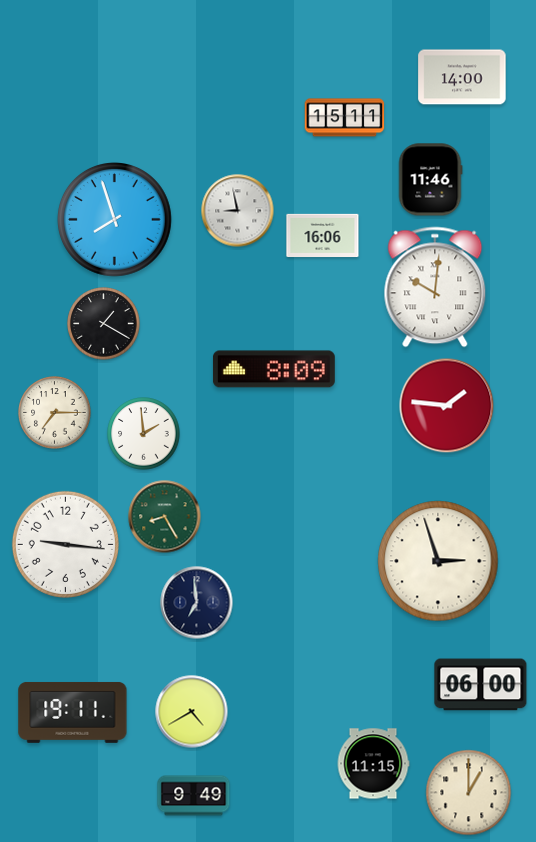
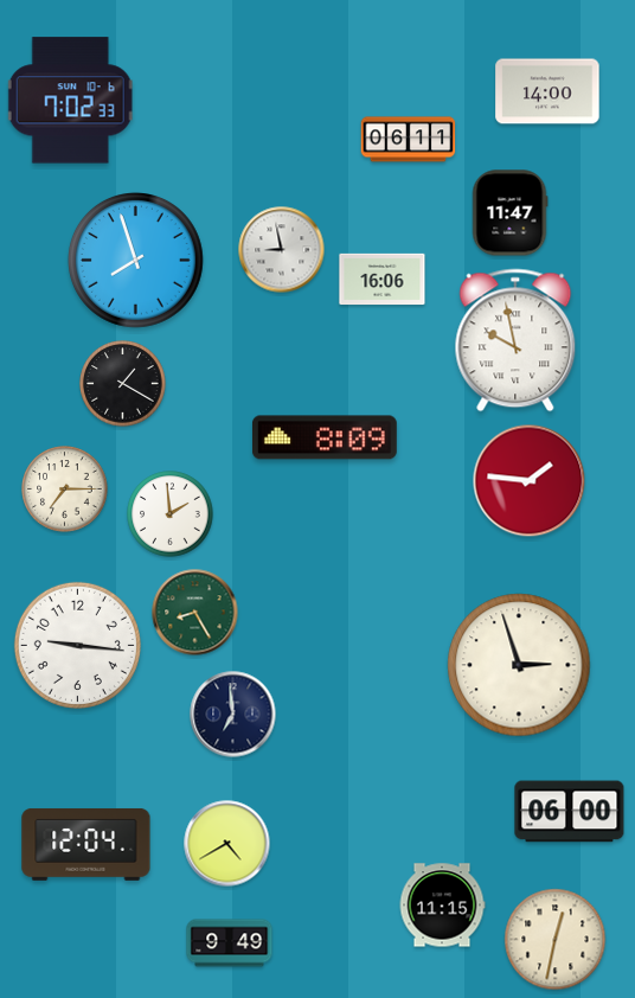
clock at (70, 101): none -> 7:02
clock at (345, 118): 15:11 -> 06:11
clock at (430, 180): 11:46 -> 11:47
clock at (435, 287): 10:01 -> 9:58
clock at (73, 712): 19:11 -> 12:04
clock at (469, 793): 1:00 -> 12:32
